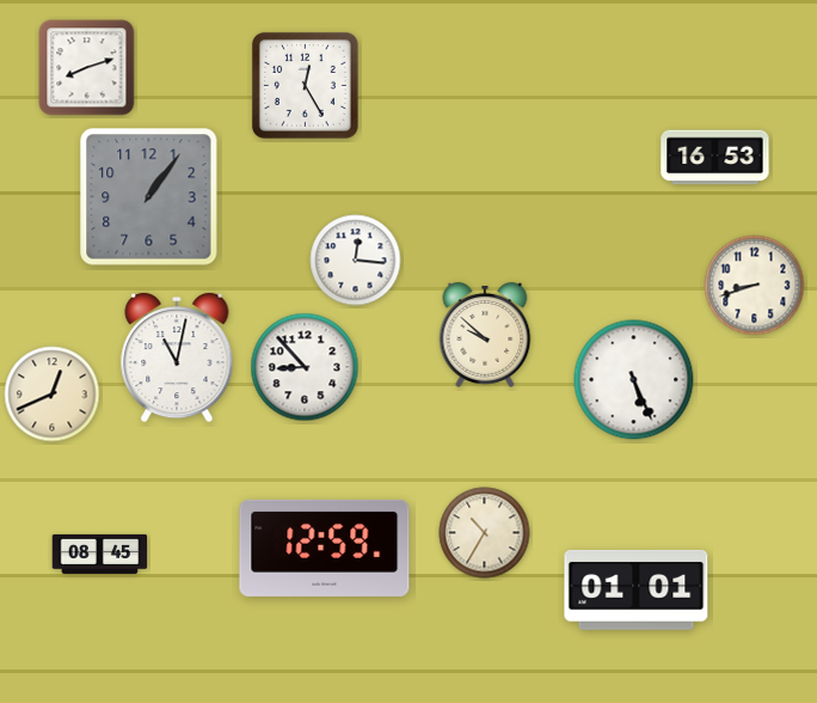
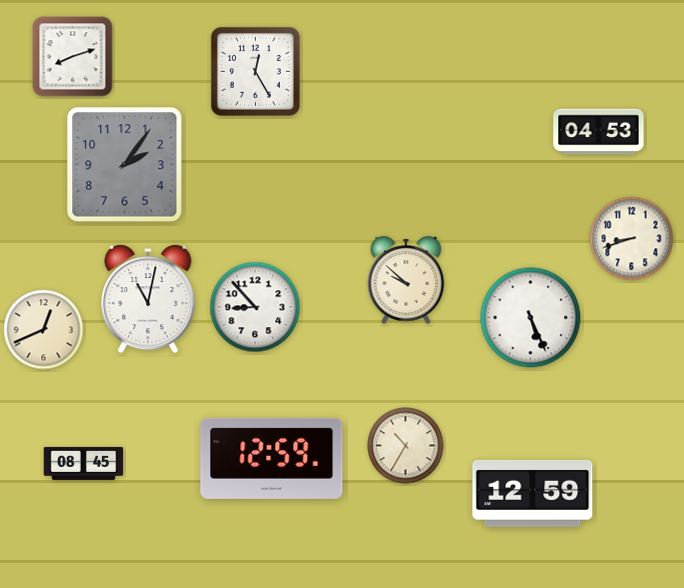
clock at (715, 158): 16:53 -> 04:53
clock at (149, 197): 1:06 -> 2:06
clock at (356, 261): 12:16 -> none
clock at (637, 589): 01:01 -> 12:59
